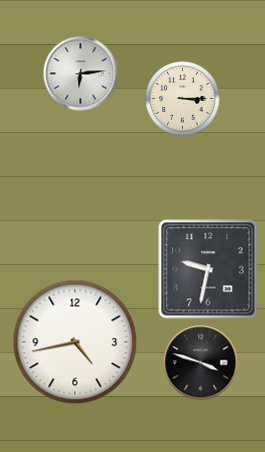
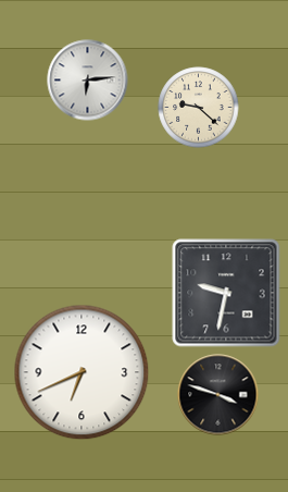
clock at (183, 99): 3:15 -> 9:22
clock at (75, 342): 4:43 -> 6:41
